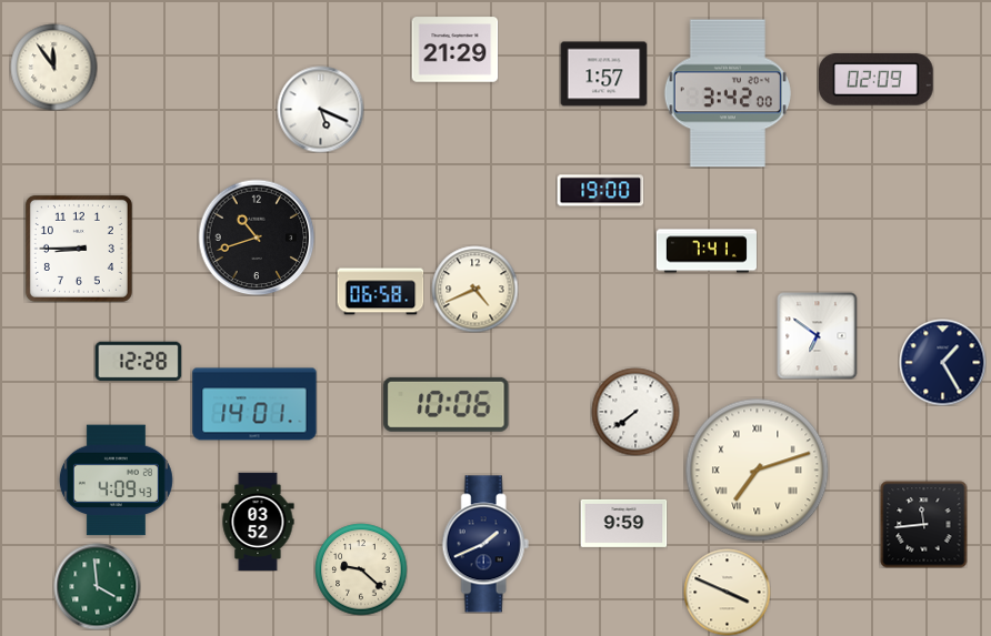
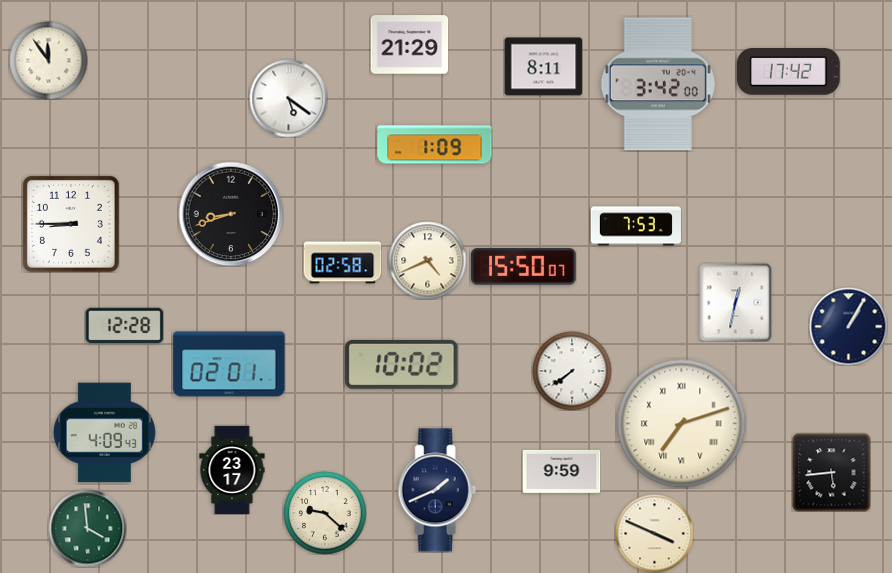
clock at (603, 74): 1:57 -> 8:11
clock at (877, 80): 02:09 -> 17:42
clock at (728, 93) position: (728, 93) -> (658, 84)
clock at (320, 109): 5:19 -> 5:21
clock at (435, 145): none -> 1:09
clock at (600, 191): 19:00 -> none
clock at (257, 238): 10:42 -> 8:42
clock at (707, 251): 7:41 -> 7:53
clock at (380, 292): 06:58 -> 02:58
clock at (524, 267): none -> 15:50
clock at (818, 335): 6:51 -> 12:32
clock at (942, 362): 1:25 -> 1:05
clock at (254, 404): 14:01 -> 02:01
clock at (447, 404): 10:06 -> 10:02
clock at (258, 522): 03:52 -> 23:17
clock at (923, 524): 11:44 -> 5:44
